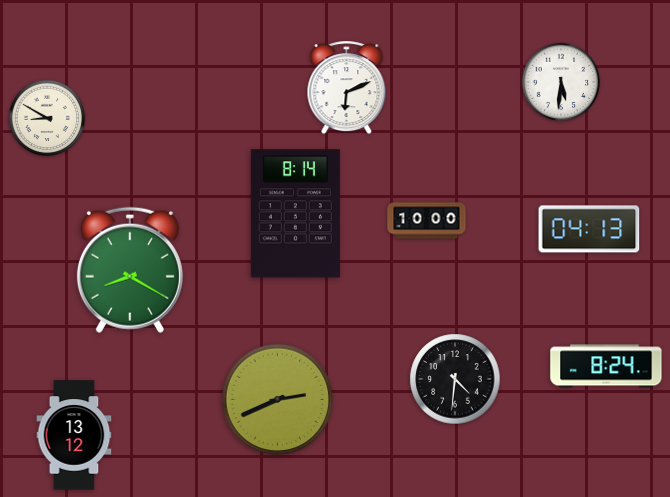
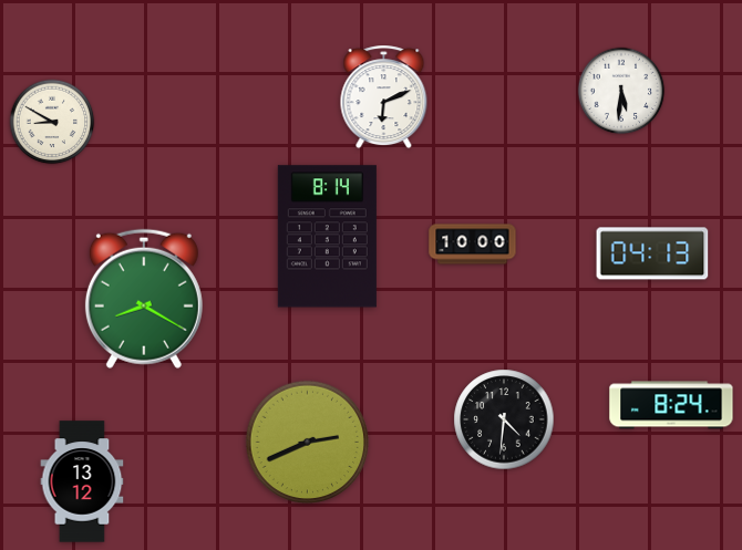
clock at (47, 118) position: (47, 118) -> (52, 122)
